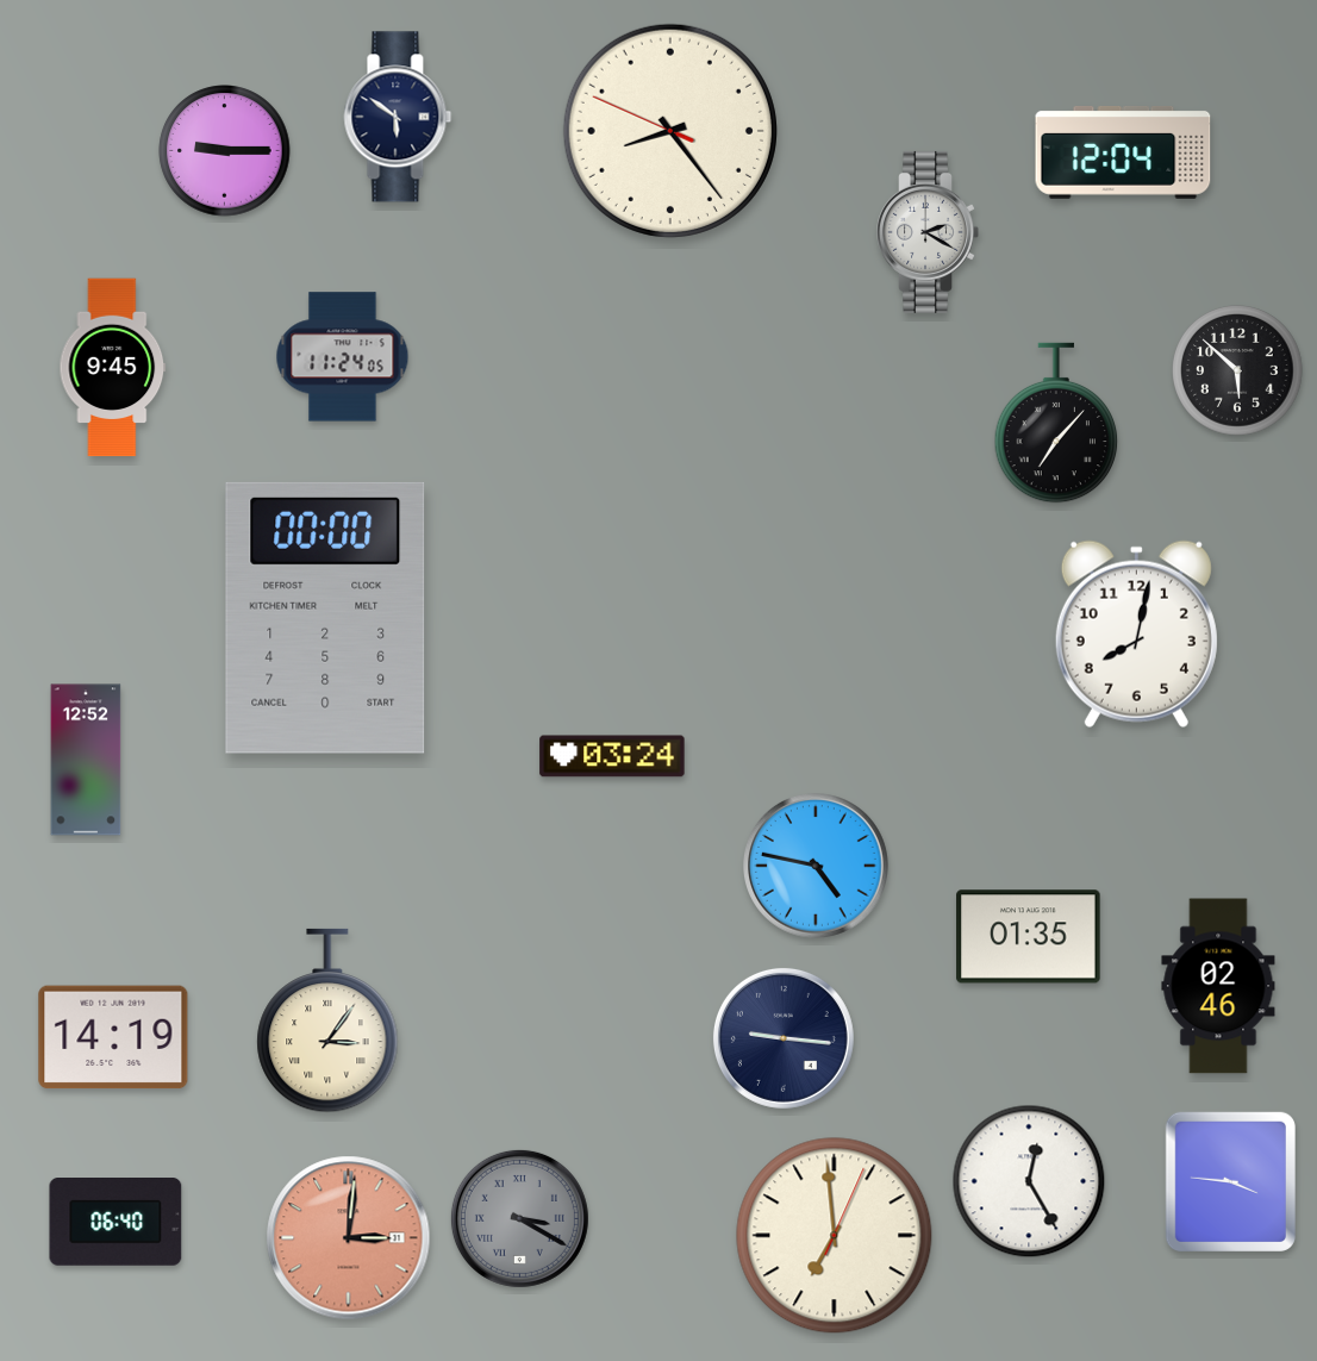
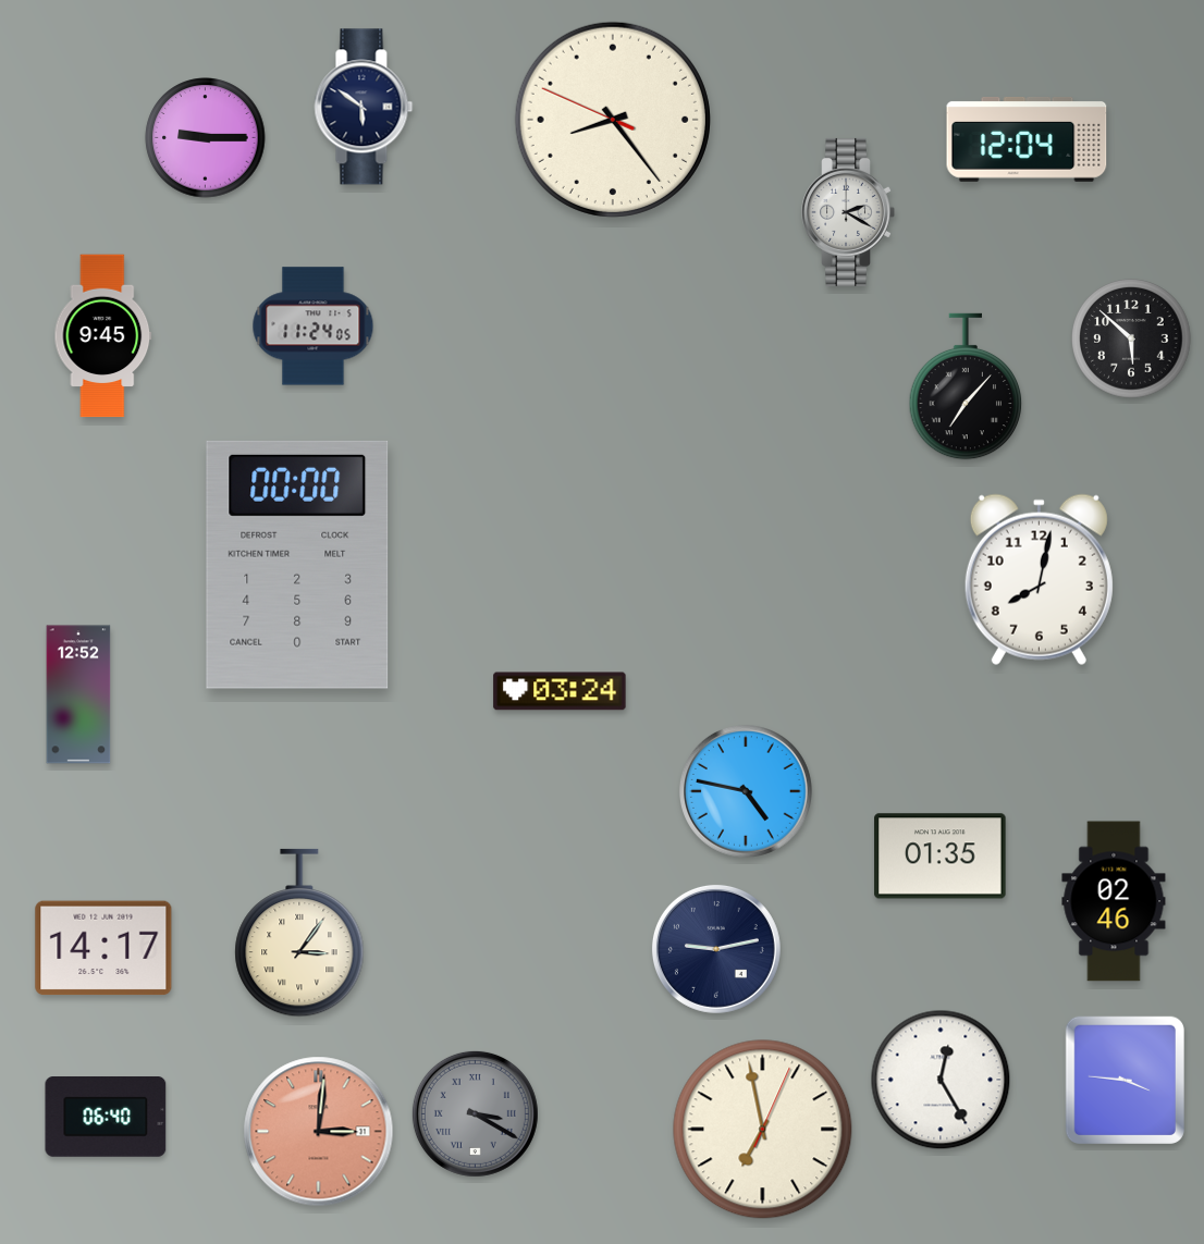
clock at (113, 1037): 14:19 -> 14:17
clock at (784, 1038): 9:16 -> 9:13
clock at (835, 1236): 6:59 -> 6:58
